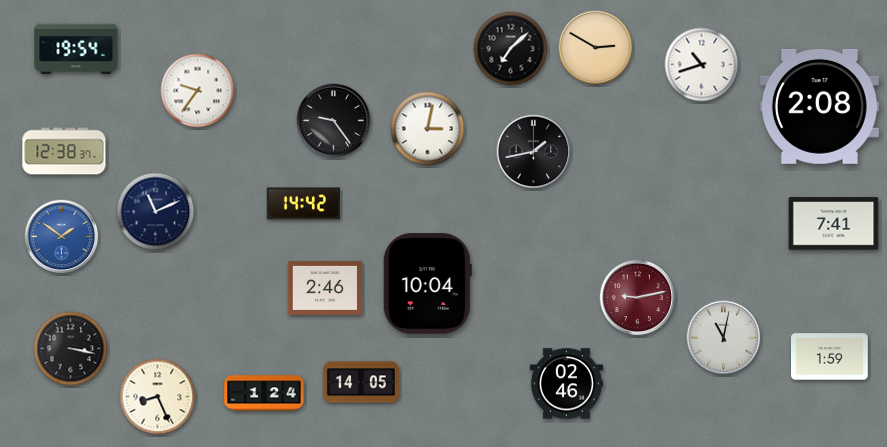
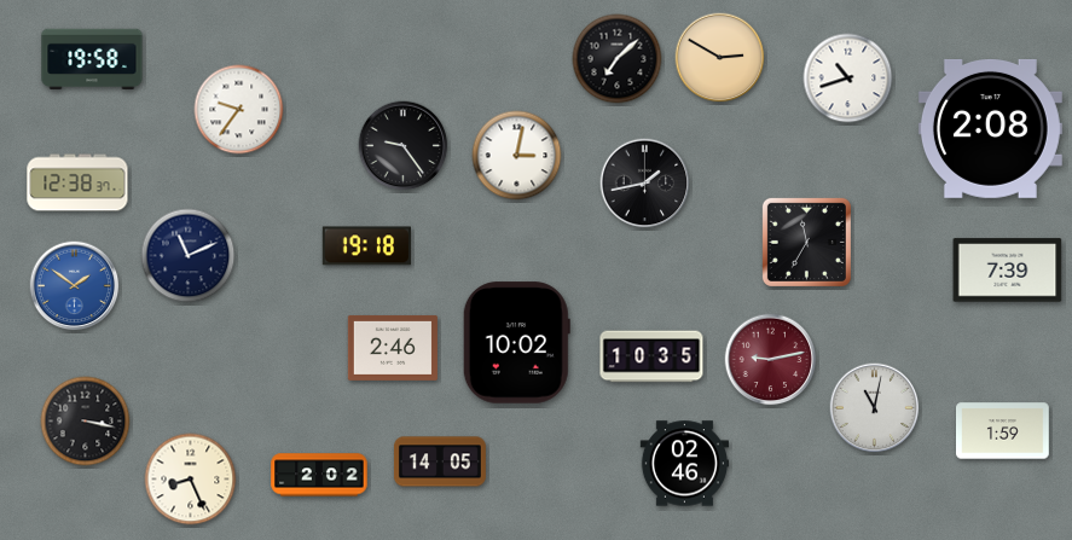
clock at (76, 49): 19:54 -> 19:58
clock at (806, 242): none -> 11:35
clock at (303, 204): 14:42 -> 19:18
clock at (834, 224): 7:41 -> 7:39
clock at (427, 284): 10:04 -> 10:02
clock at (651, 356): none -> 10:35
clock at (361, 382) position: (361, 382) -> (440, 461)
clock at (264, 393): 1:24 -> 2:02
